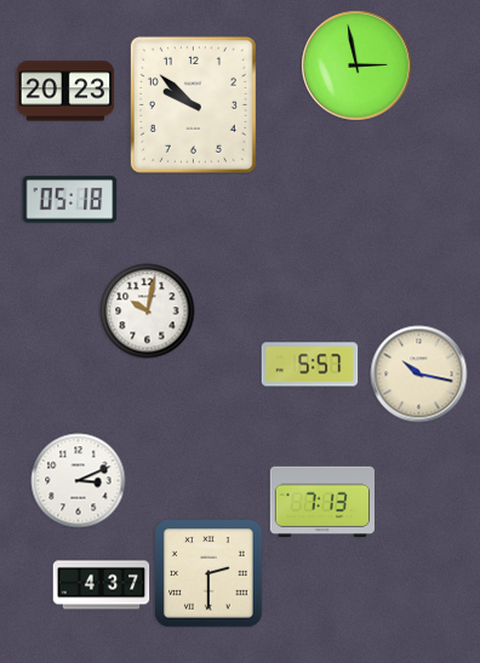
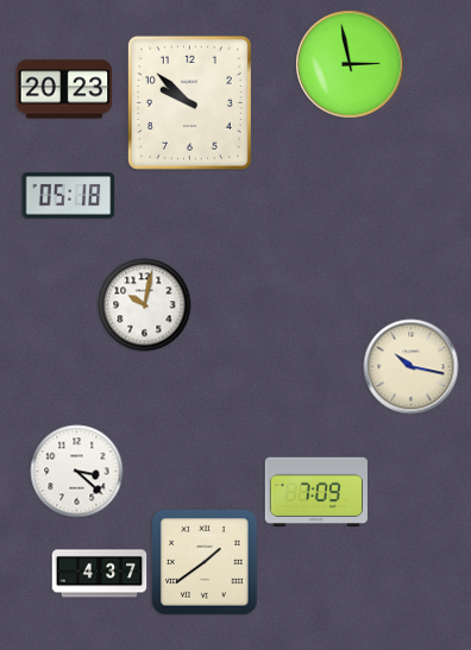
clock at (309, 365): 5:57 -> none
clock at (78, 480): 3:11 -> 3:22
clock at (322, 501): 7:13 -> 7:09
clock at (208, 573): 2:30 -> 1:39
